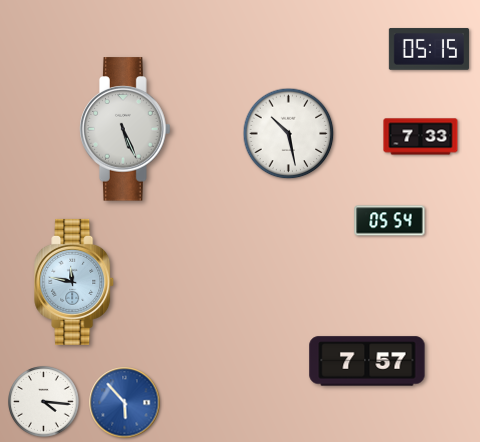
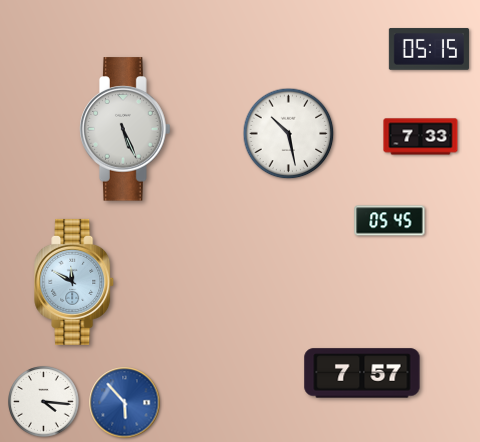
clock at (390, 221): 05:54 -> 05:45
clock at (75, 282): 11:47 -> 11:50
clock at (367, 361) position: (367, 361) -> (362, 373)
